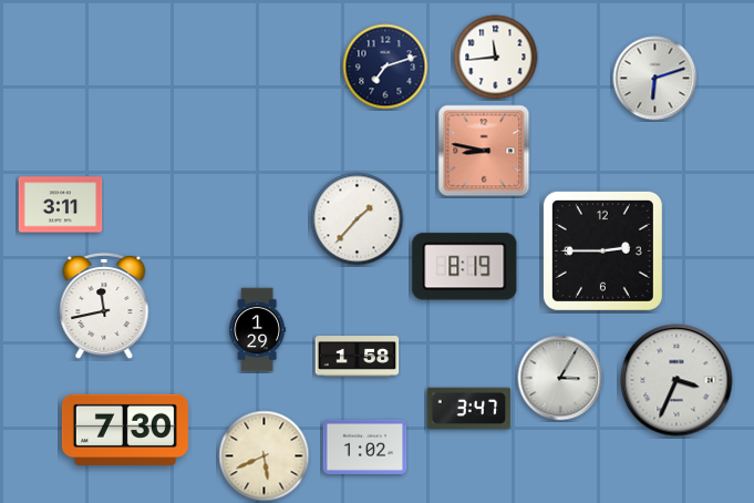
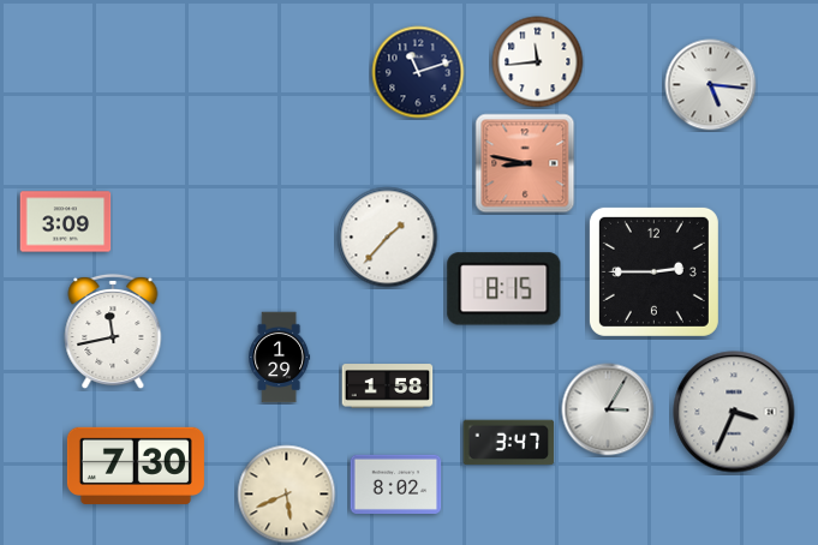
clock at (385, 66): 7:12 -> 11:12
clock at (655, 79): 6:12 -> 5:16
clock at (61, 205): 3:11 -> 3:09
clock at (465, 267): 8:19 -> 8:15
clock at (365, 446): 1:02 -> 8:02
